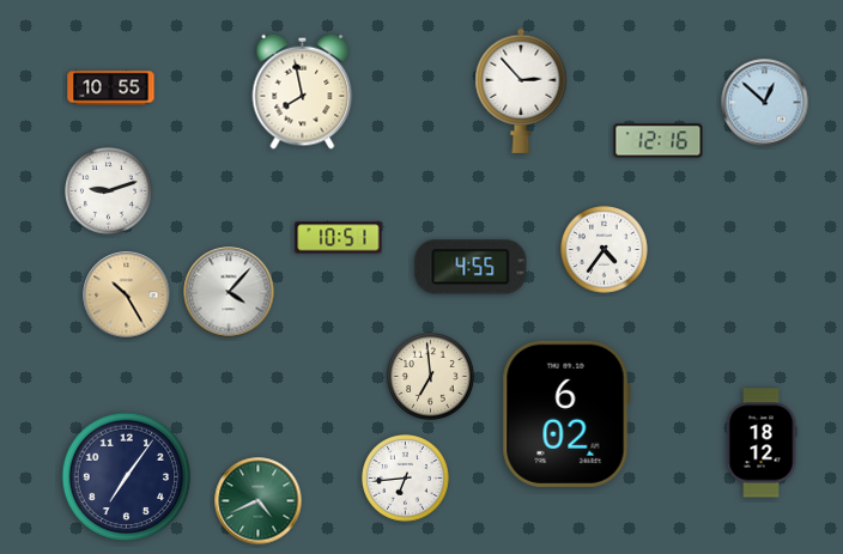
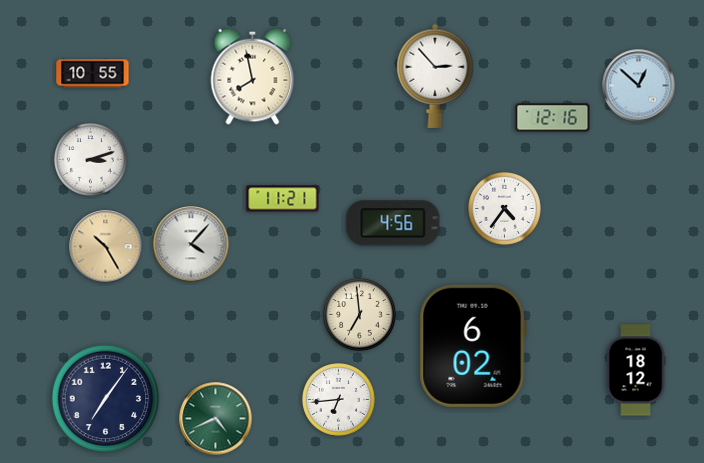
clock at (659, 141) position: (659, 141) -> (553, 118)
clock at (109, 191): 9:12 -> 3:12
clock at (339, 238): 10:51 -> 11:21
clock at (471, 267): 4:55 -> 4:56
